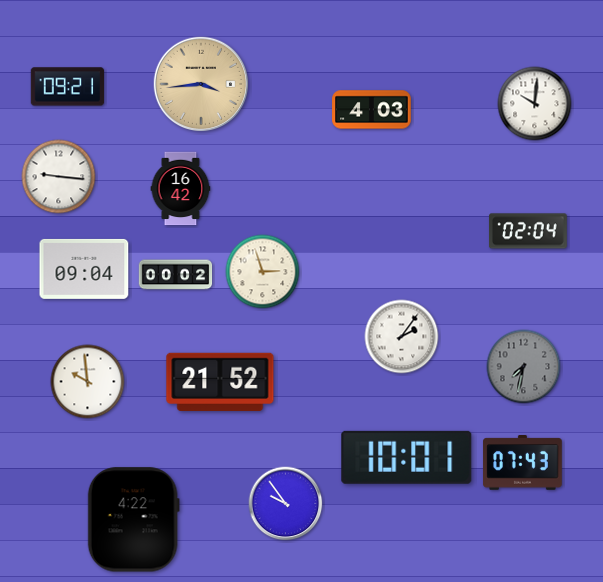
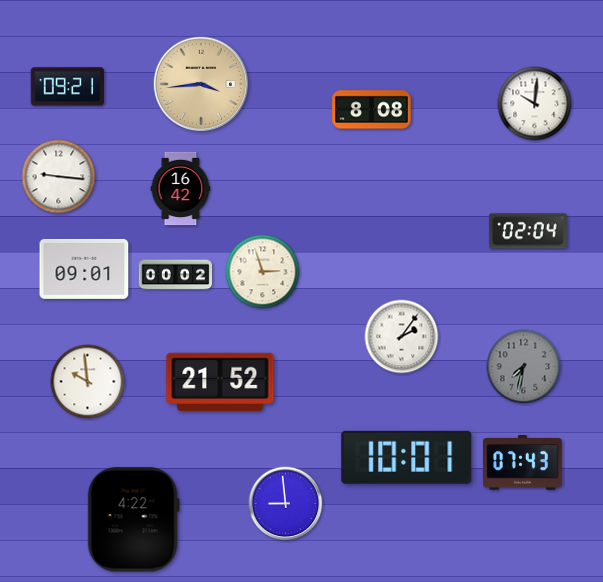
clock at (372, 110): 4:03 -> 8:08
clock at (84, 269): 09:04 -> 09:01
clock at (286, 504): 9:54 -> 8:59
